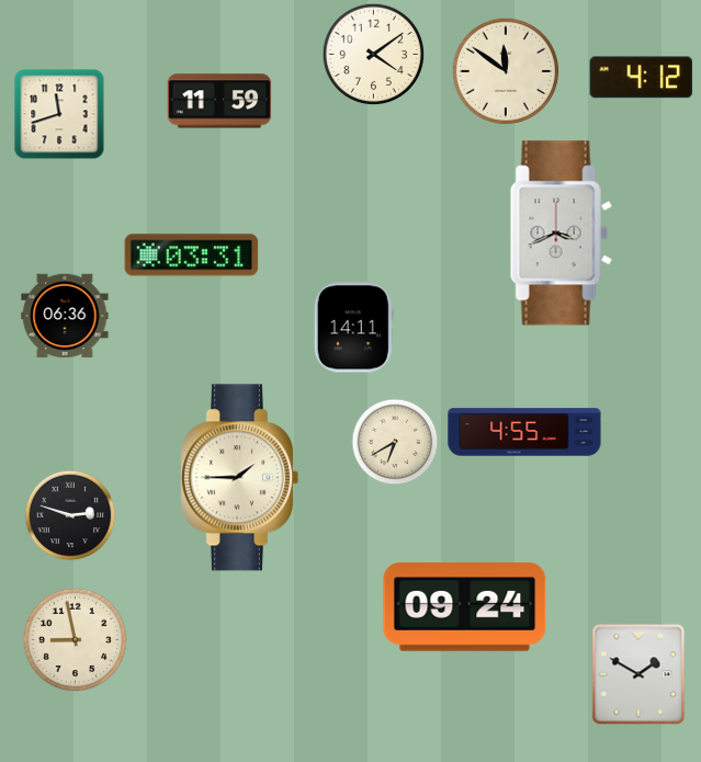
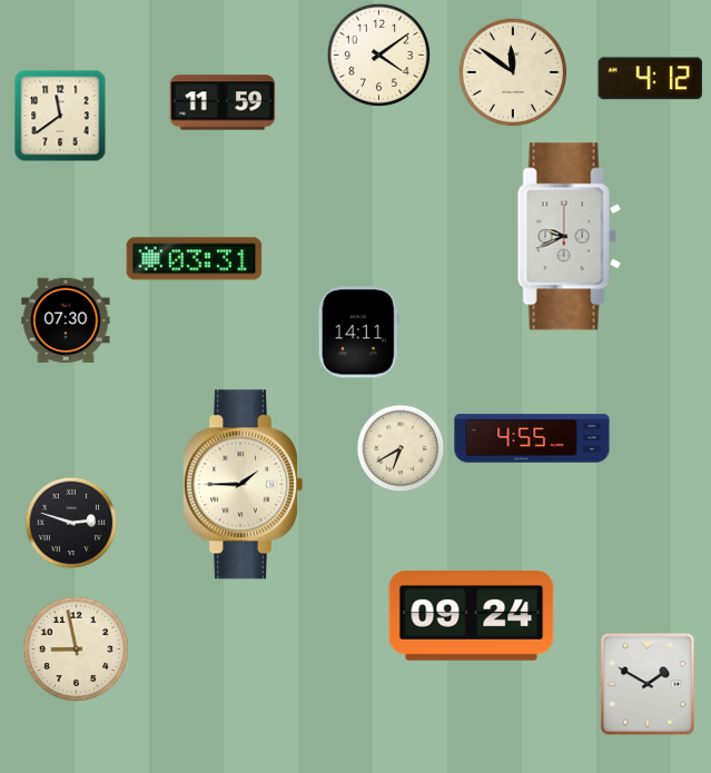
clock at (59, 114): 11:42 -> 11:39
clock at (561, 234): 3:41 -> 9:41
clock at (65, 316): 06:36 -> 07:30
